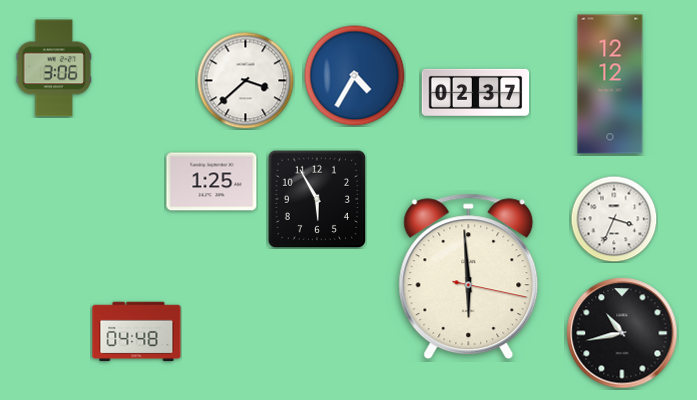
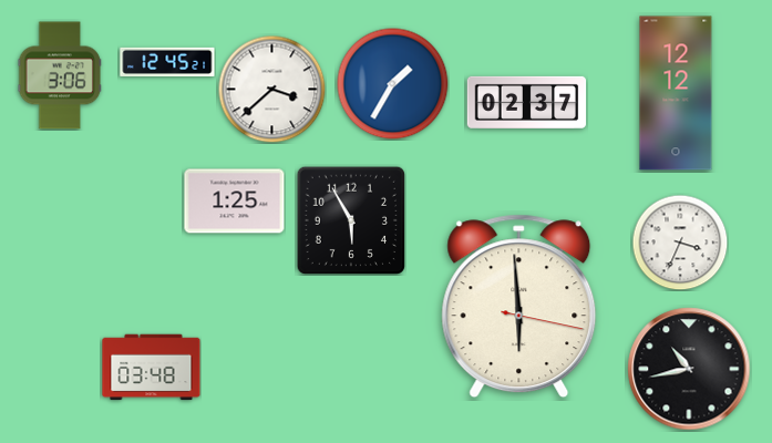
clock at (167, 62): none -> 12:45
clock at (355, 76): 4:35 -> 1:35
clock at (137, 332): 04:48 -> 03:48
